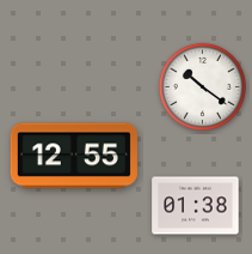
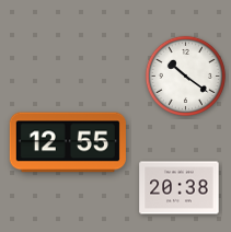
clock at (202, 86) position: (202, 86) -> (185, 76)
clock at (196, 206): 01:38 -> 20:38
